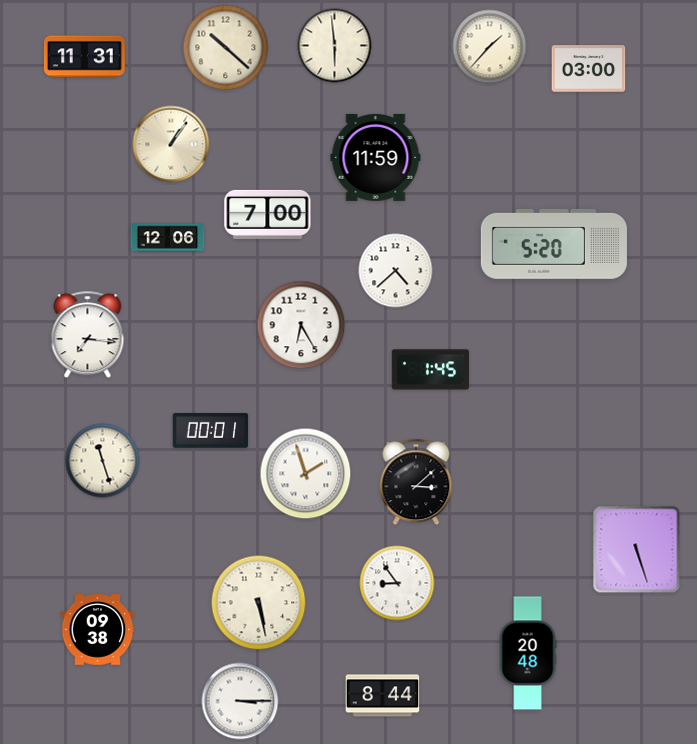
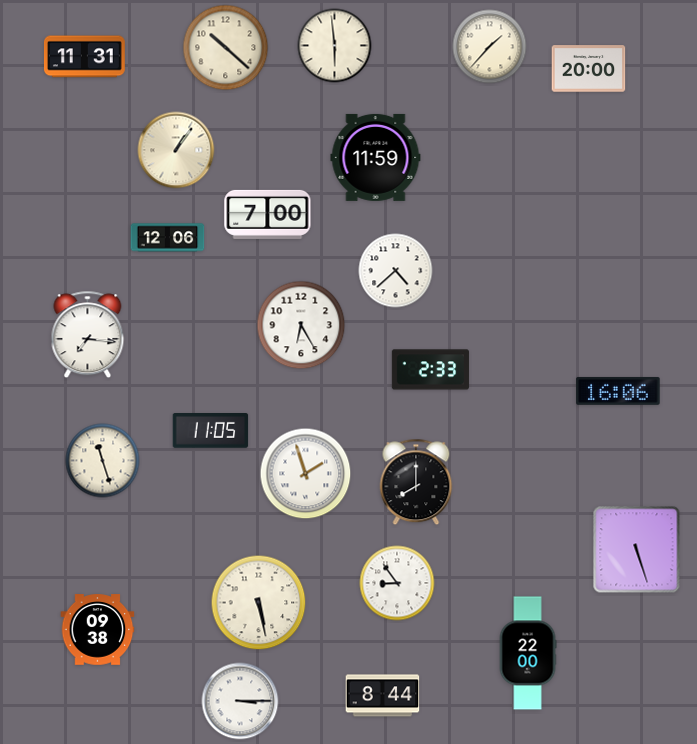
clock at (589, 69): 03:00 -> 20:00
clock at (171, 144) position: (171, 144) -> (176, 150)
clock at (554, 244): 5:20 -> none
clock at (430, 370): 1:45 -> 2:33
clock at (618, 391): none -> 16:06
clock at (211, 431): 00:01 -> 11:05
clock at (416, 482): 3:08 -> 8:00
clock at (528, 653): 20:48 -> 22:00
